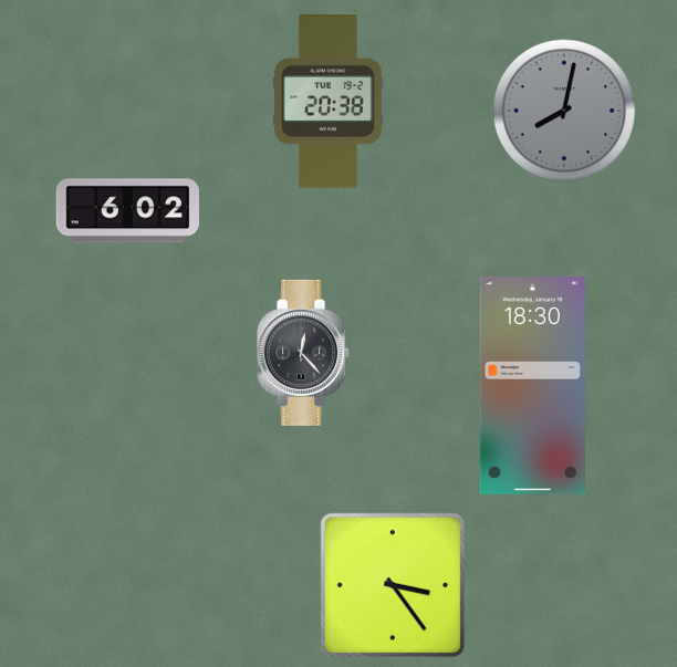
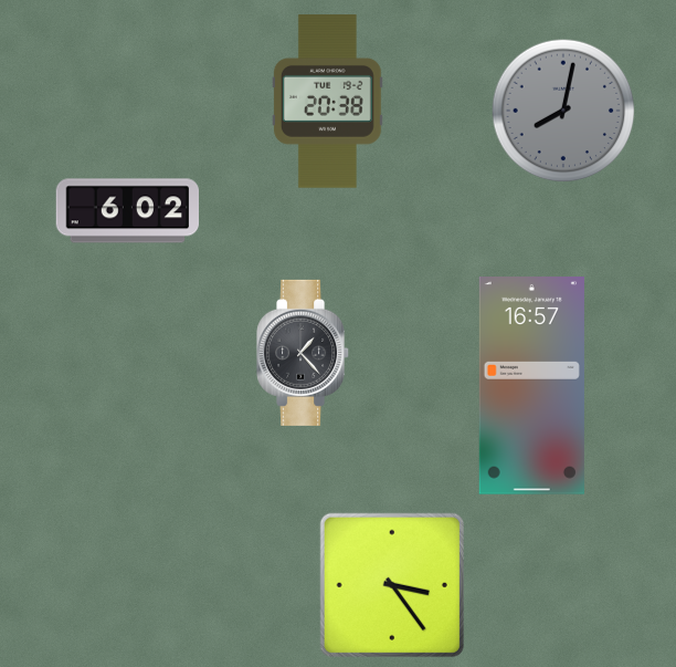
clock at (304, 353): 12:23 -> 1:23
clock at (532, 386): 18:30 -> 16:57
